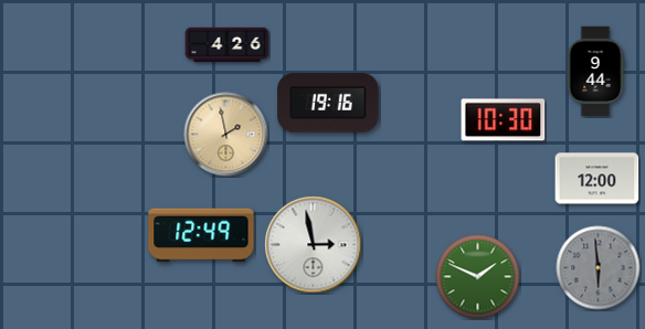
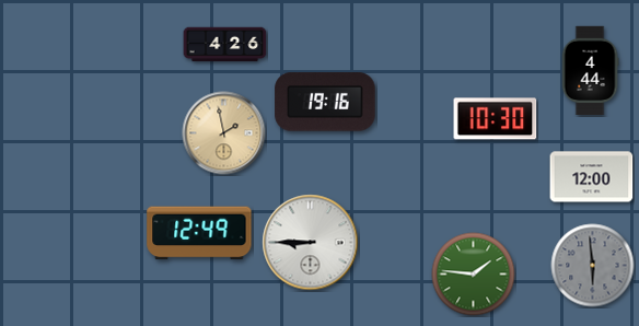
clock at (595, 72): 9:44 -> 4:44
clock at (504, 120) position: (504, 120) -> (496, 119)
clock at (314, 245): 2:58 -> 8:45
clock at (478, 277): 1:49 -> 1:46
